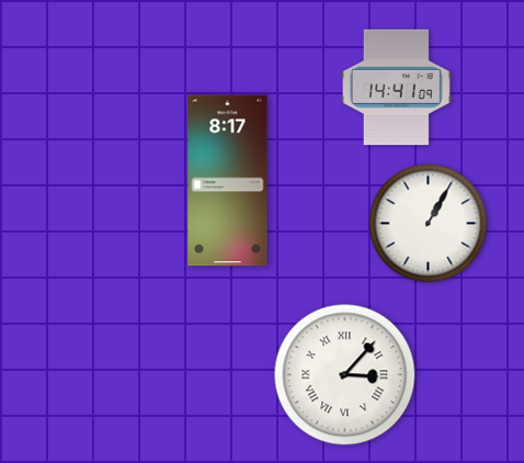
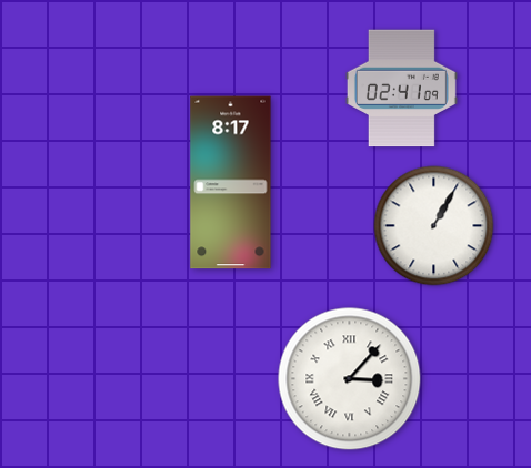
clock at (396, 88): 14:41 -> 02:41
